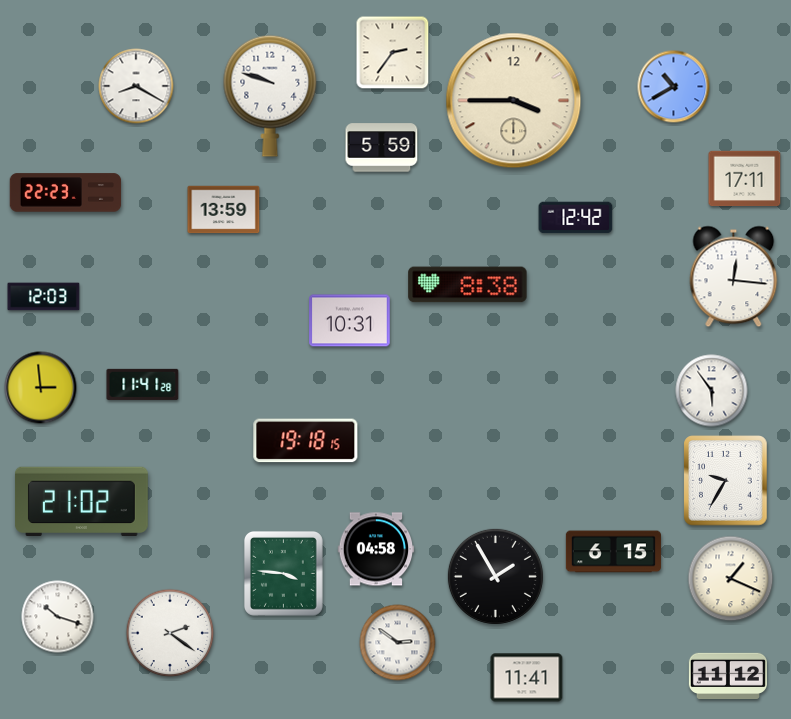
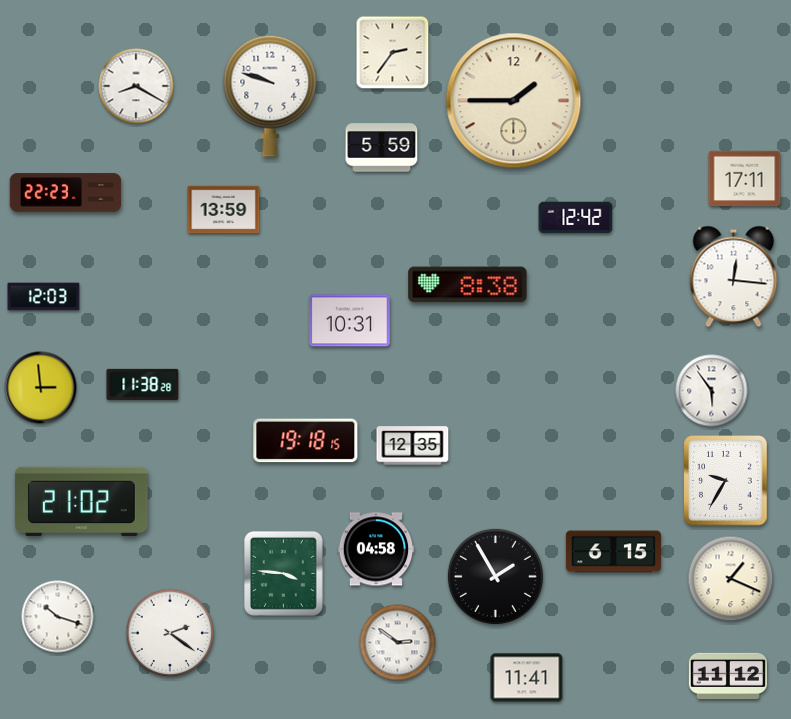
clock at (674, 87): 10:40 -> none
clock at (514, 101): 3:45 -> 1:45
clock at (143, 384): 11:41 -> 11:38
clock at (413, 446): none -> 12:35
